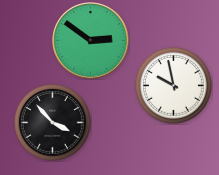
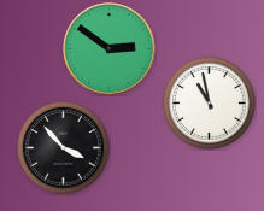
clock at (174, 86): 9:58 -> 10:58
